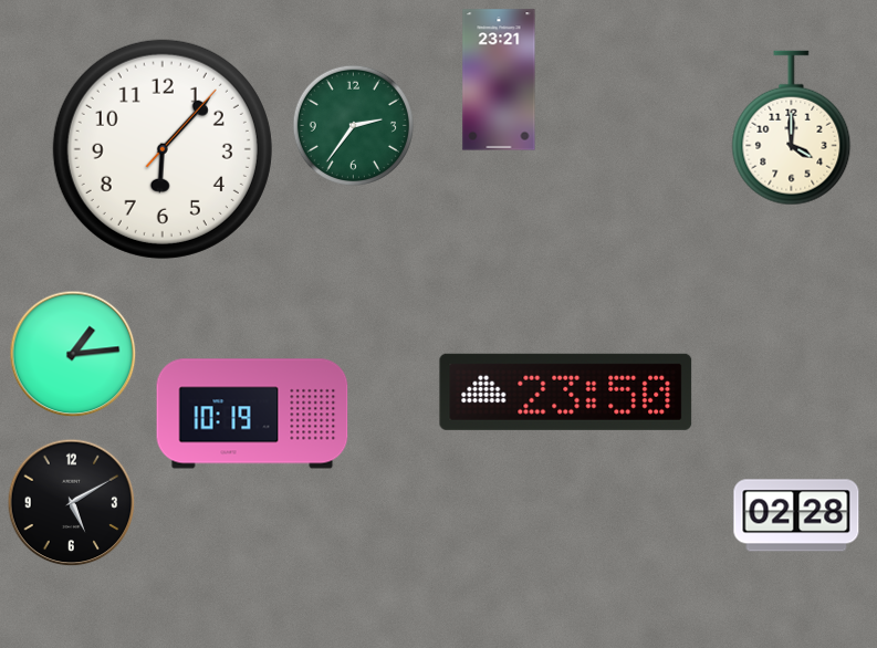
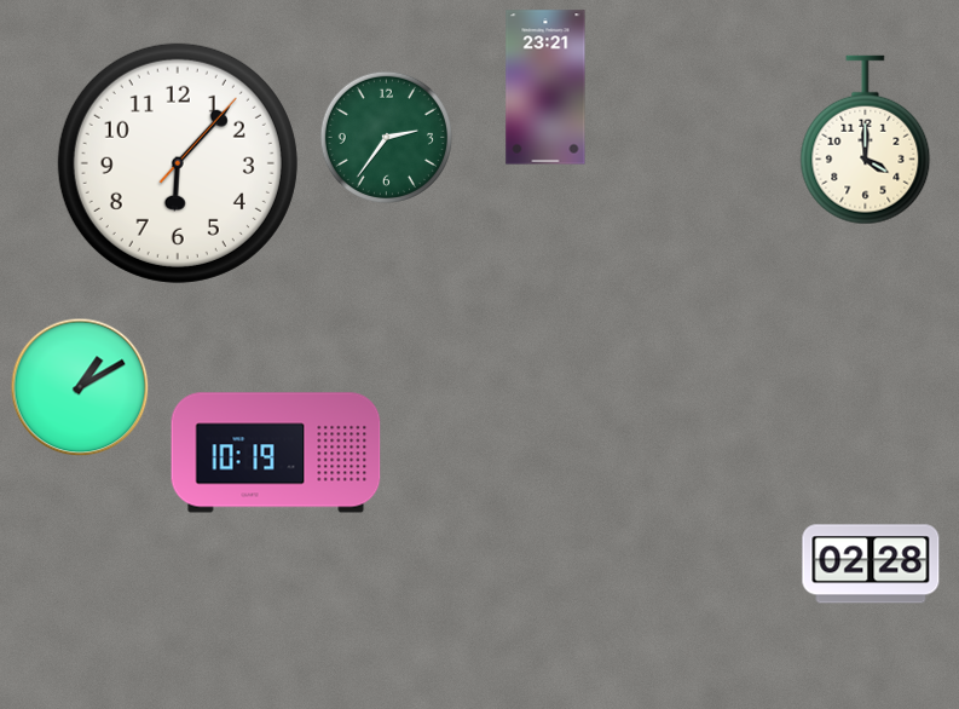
clock at (73, 354): 1:14 -> 1:10
clock at (566, 391): 23:50 -> none
clock at (72, 503): 5:10 -> none
